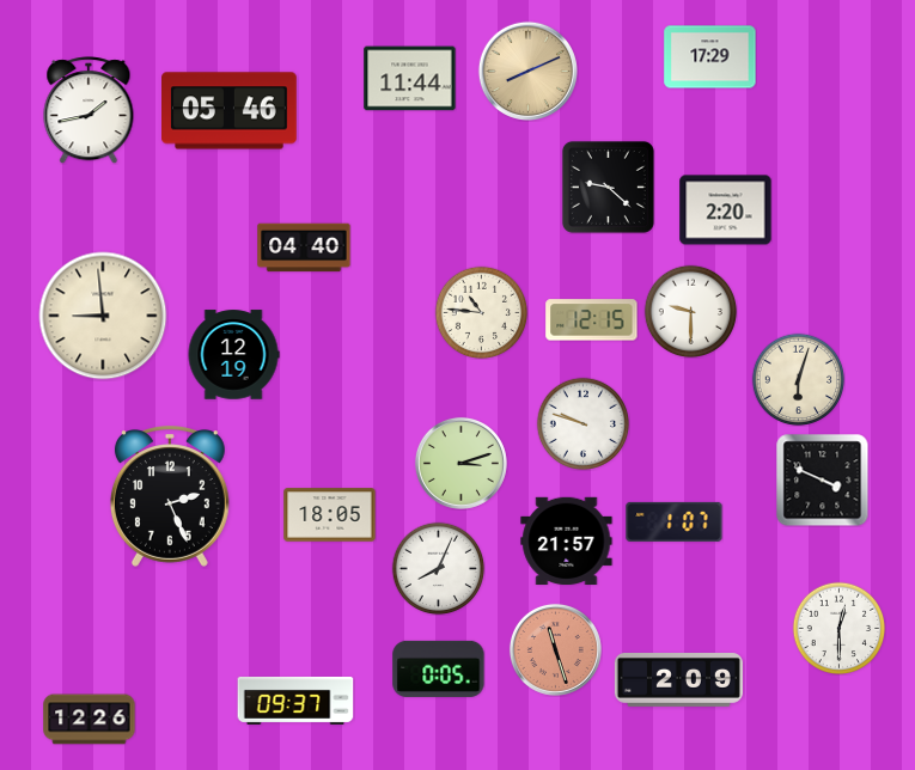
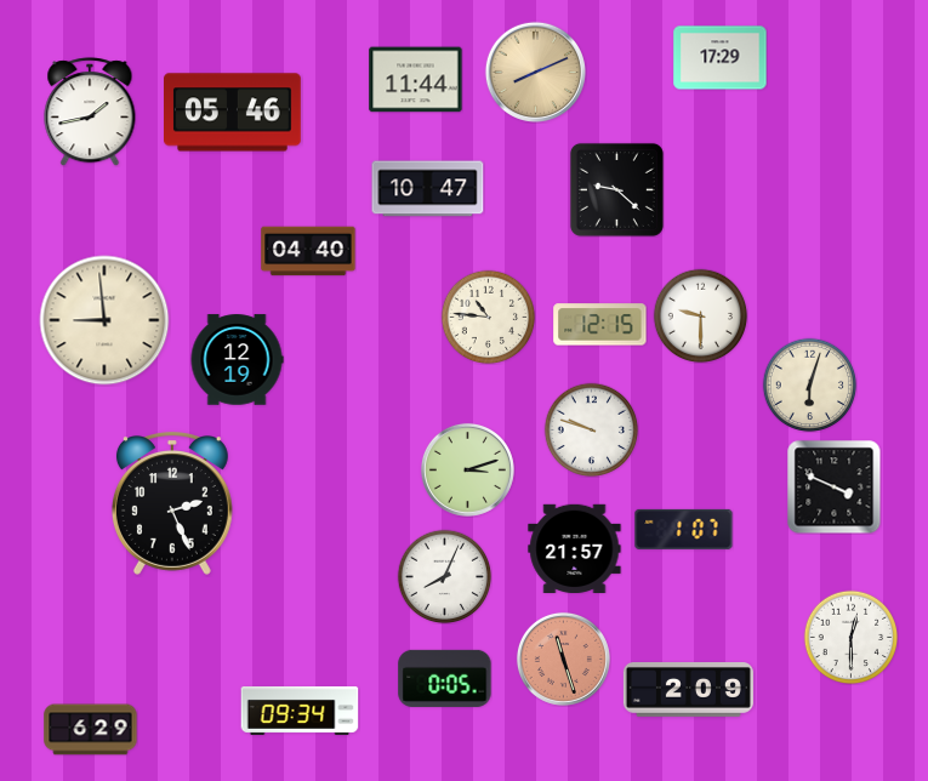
clock at (428, 189): none -> 10:47
clock at (726, 210): 2:20 -> none
clock at (330, 515): 18:05 -> none
clock at (295, 701): 09:37 -> 09:34
clock at (90, 720): 12:26 -> 6:29
